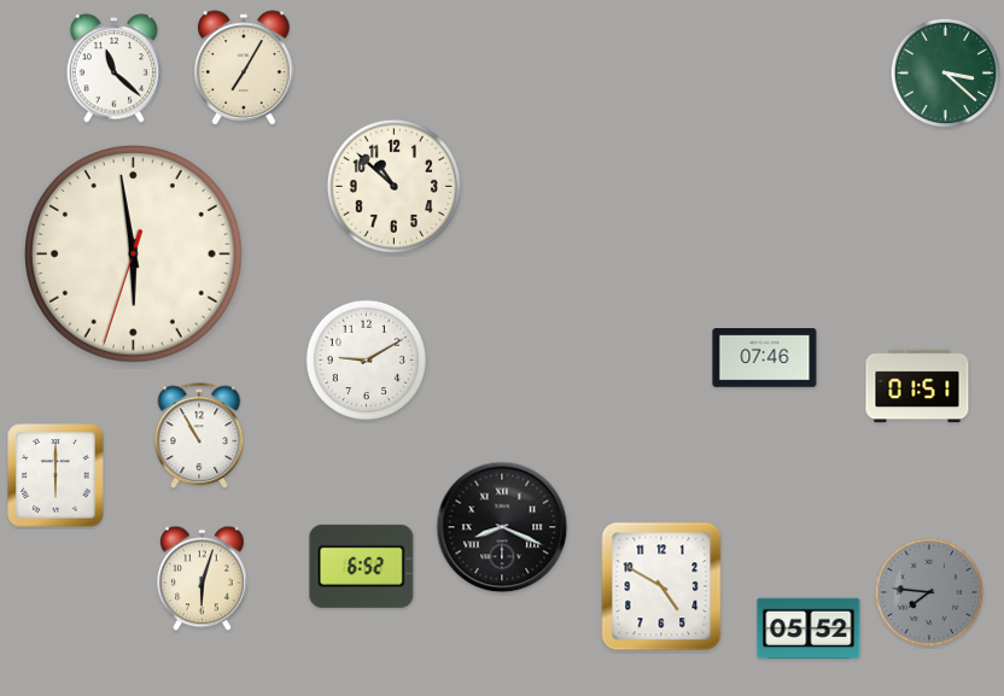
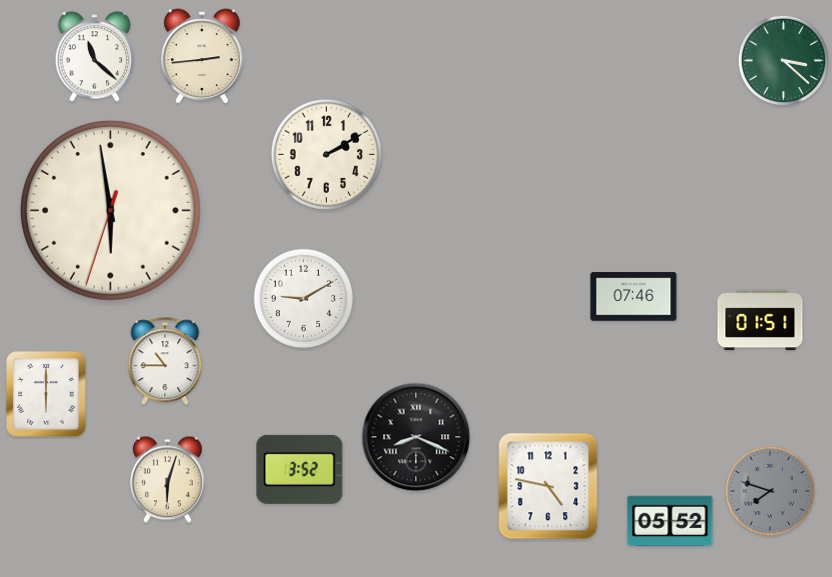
clock at (245, 68): 7:05 -> 2:44
clock at (393, 186): 10:52 -> 2:10
clock at (199, 437): 10:55 -> 10:45
clock at (362, 566): 6:52 -> 3:52
clock at (661, 586): 4:50 -> 4:47
clock at (929, 592): 7:46 -> 7:48
